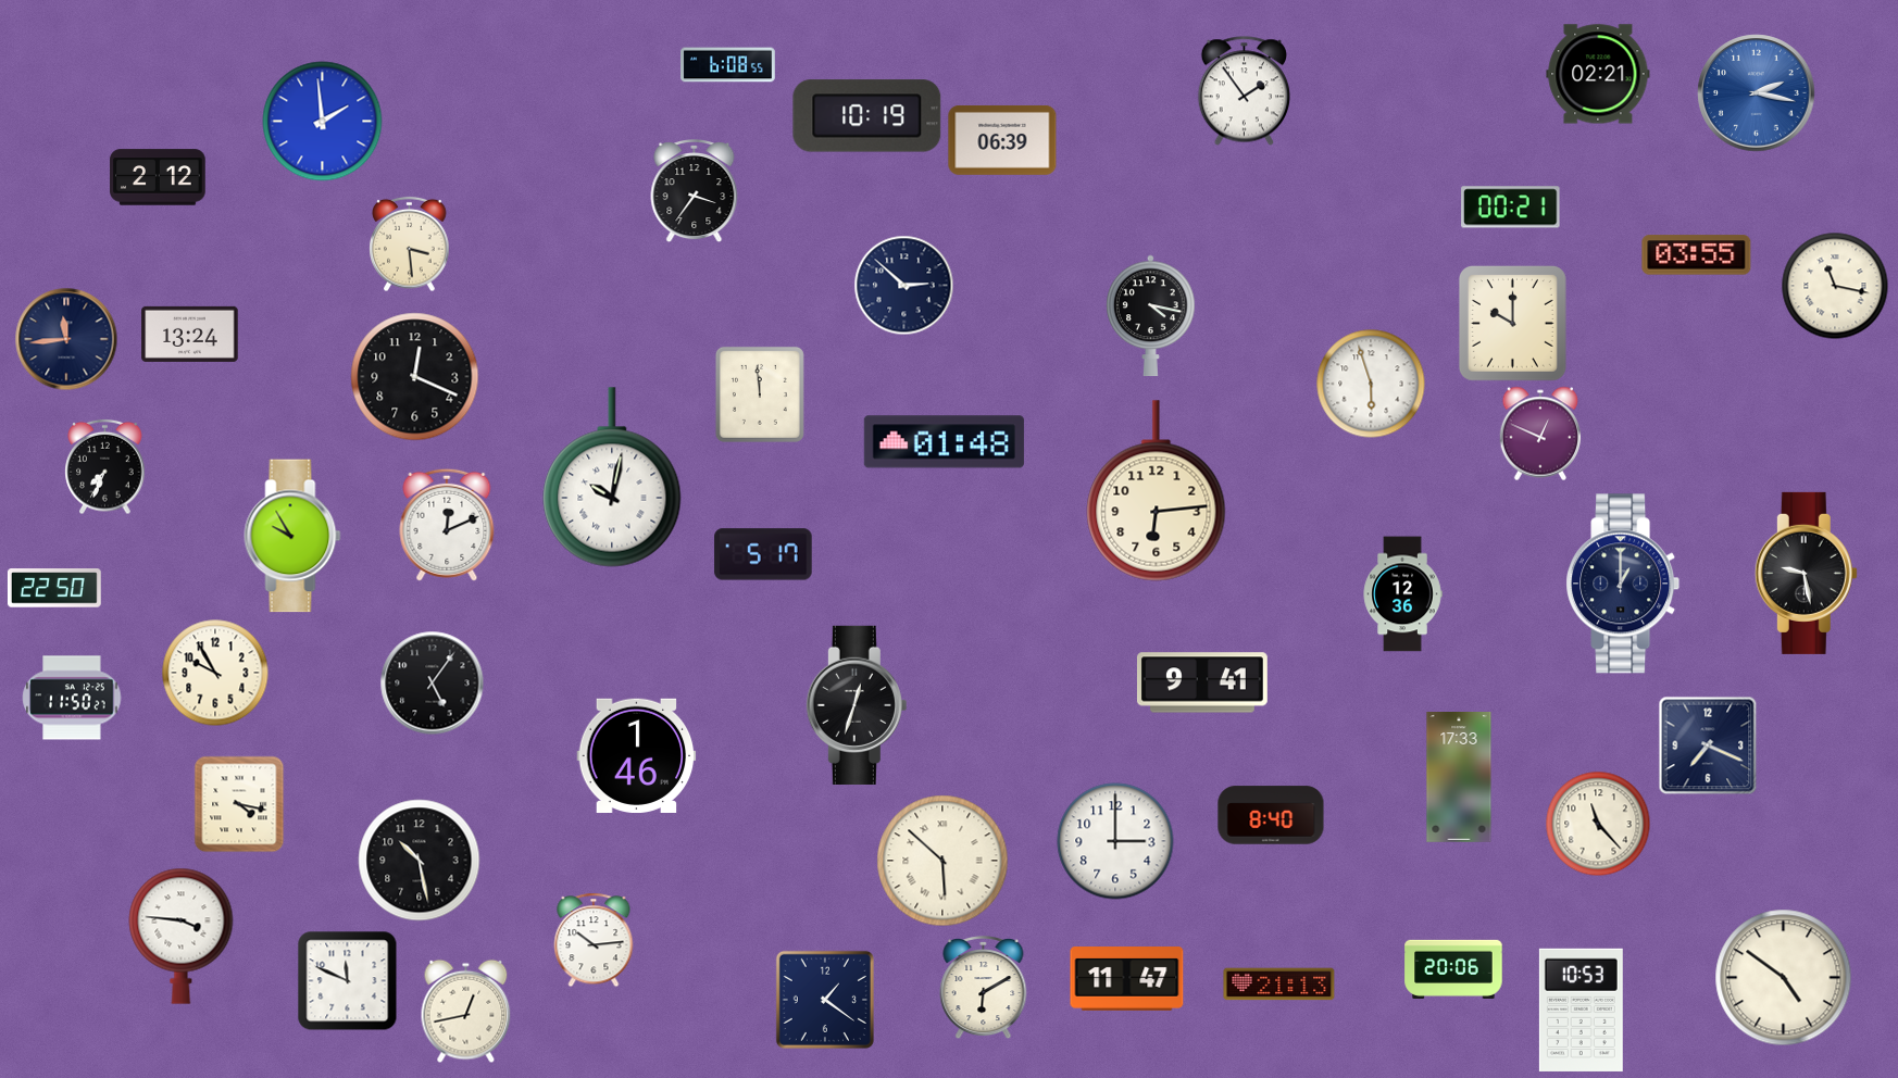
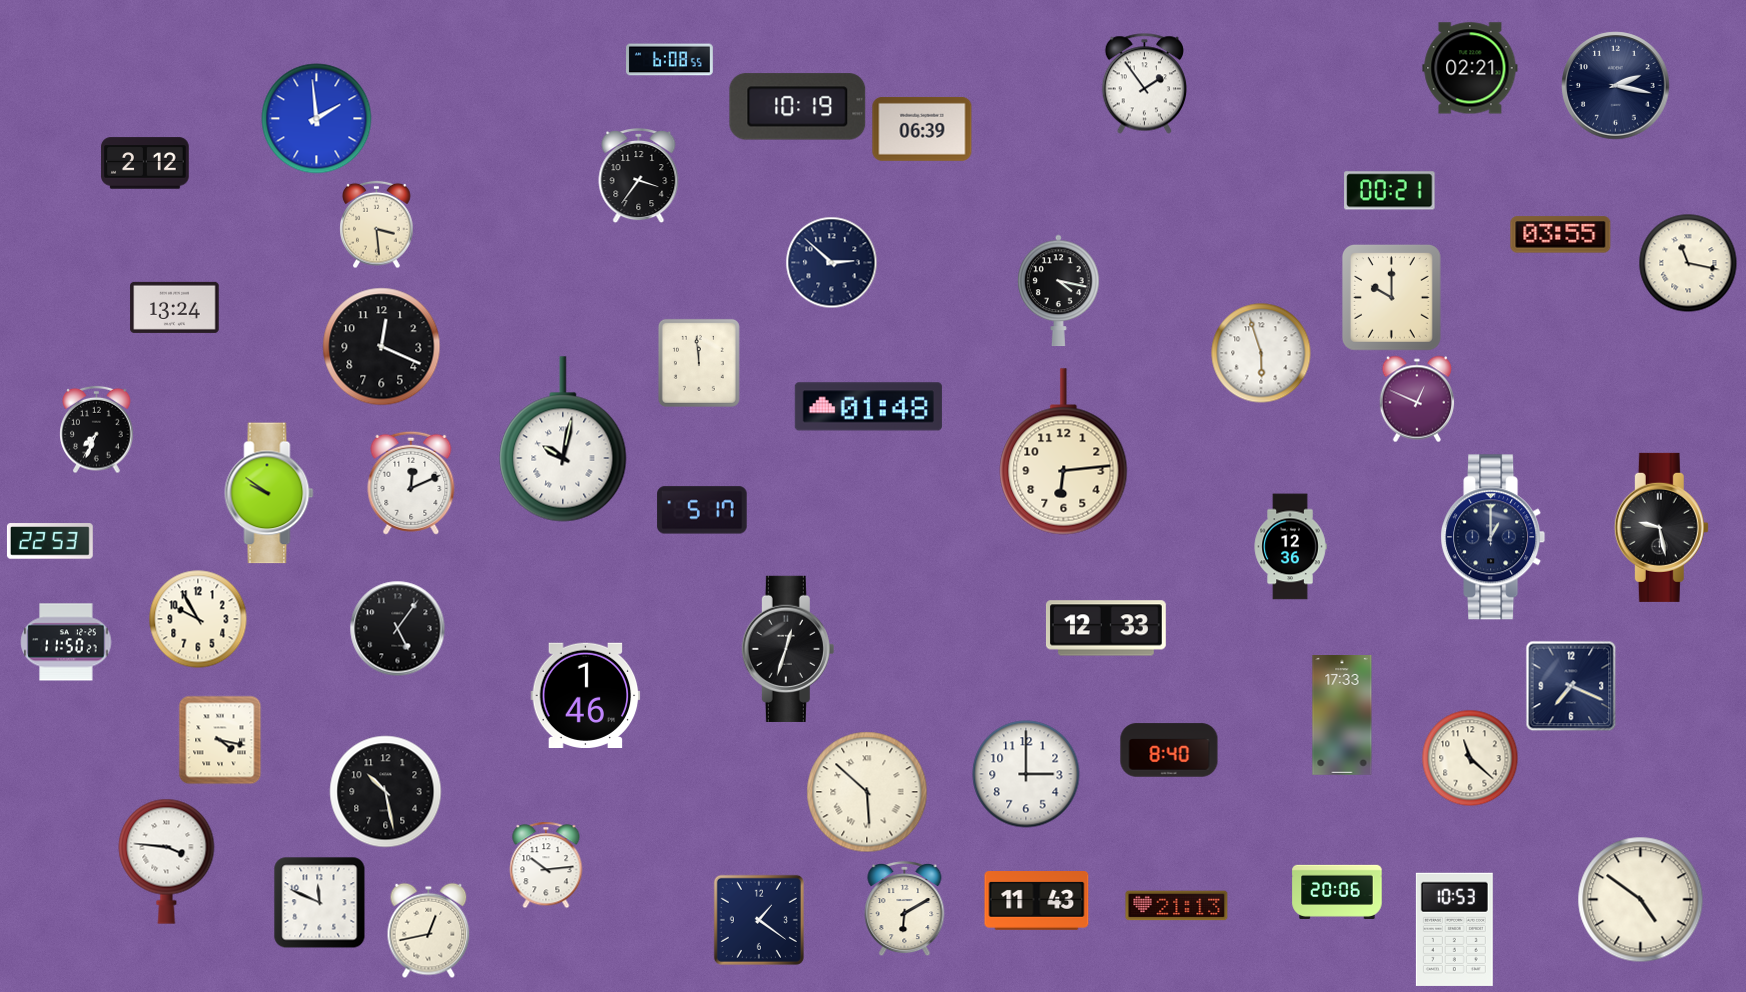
clock at (1757, 93) dial: blue -> navy
clock at (323, 122) position: (323, 122) -> (317, 119)
clock at (66, 339): 11:44 -> none
clock at (292, 536): 9:55 -> 9:51
clock at (54, 588): 22:50 -> 22:53
clock at (1202, 682): 9:41 -> 12:33
clock at (1598, 824): 11:23 -> 11:22
clock at (1127, 979): 11:47 -> 11:43
